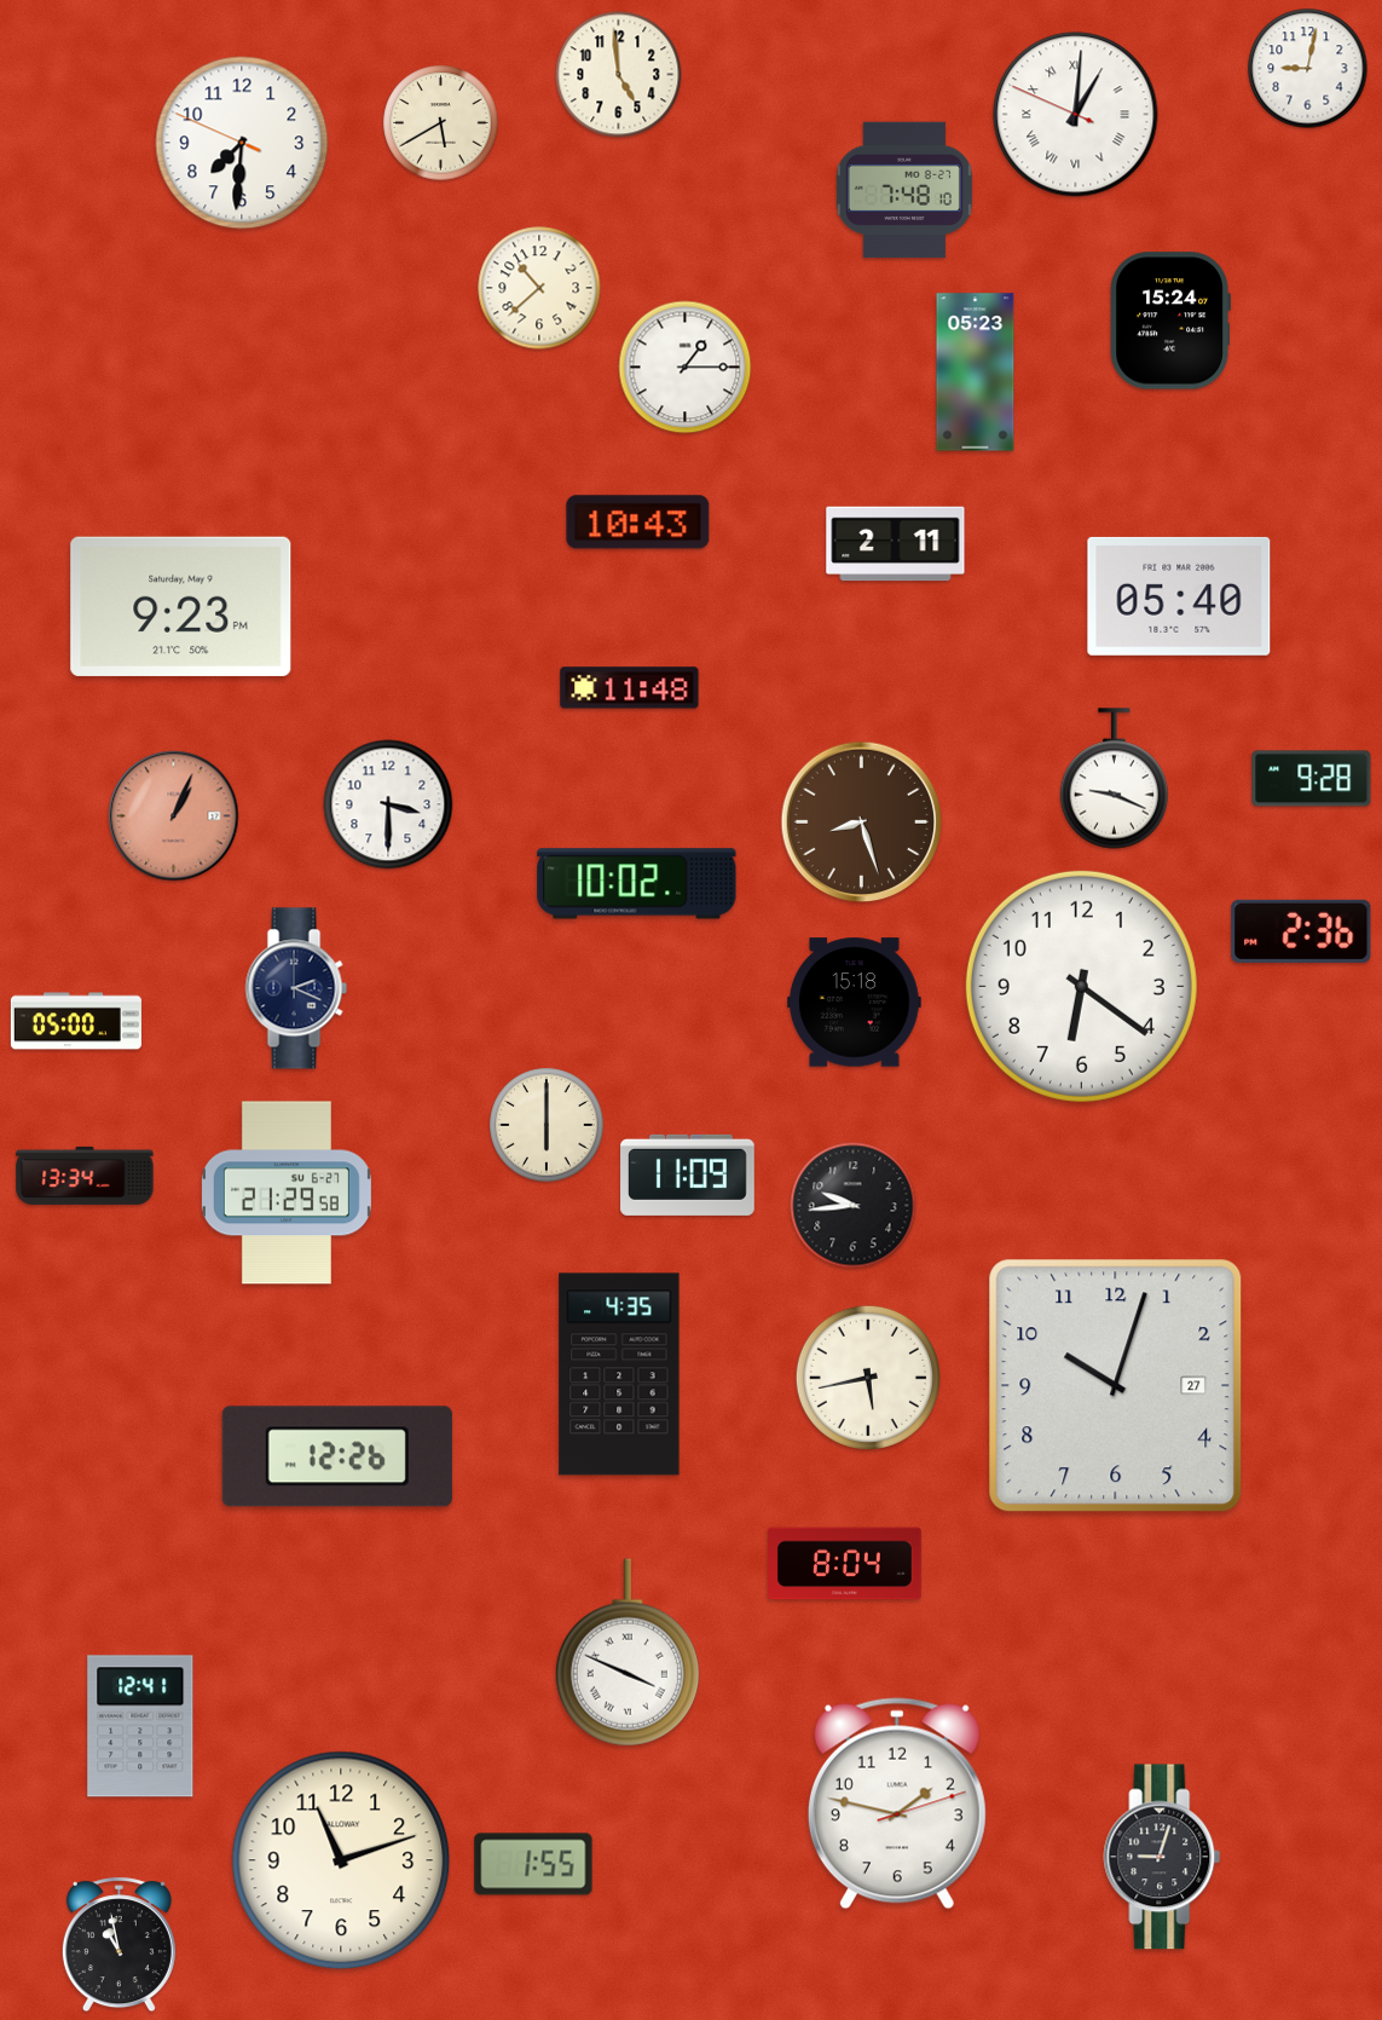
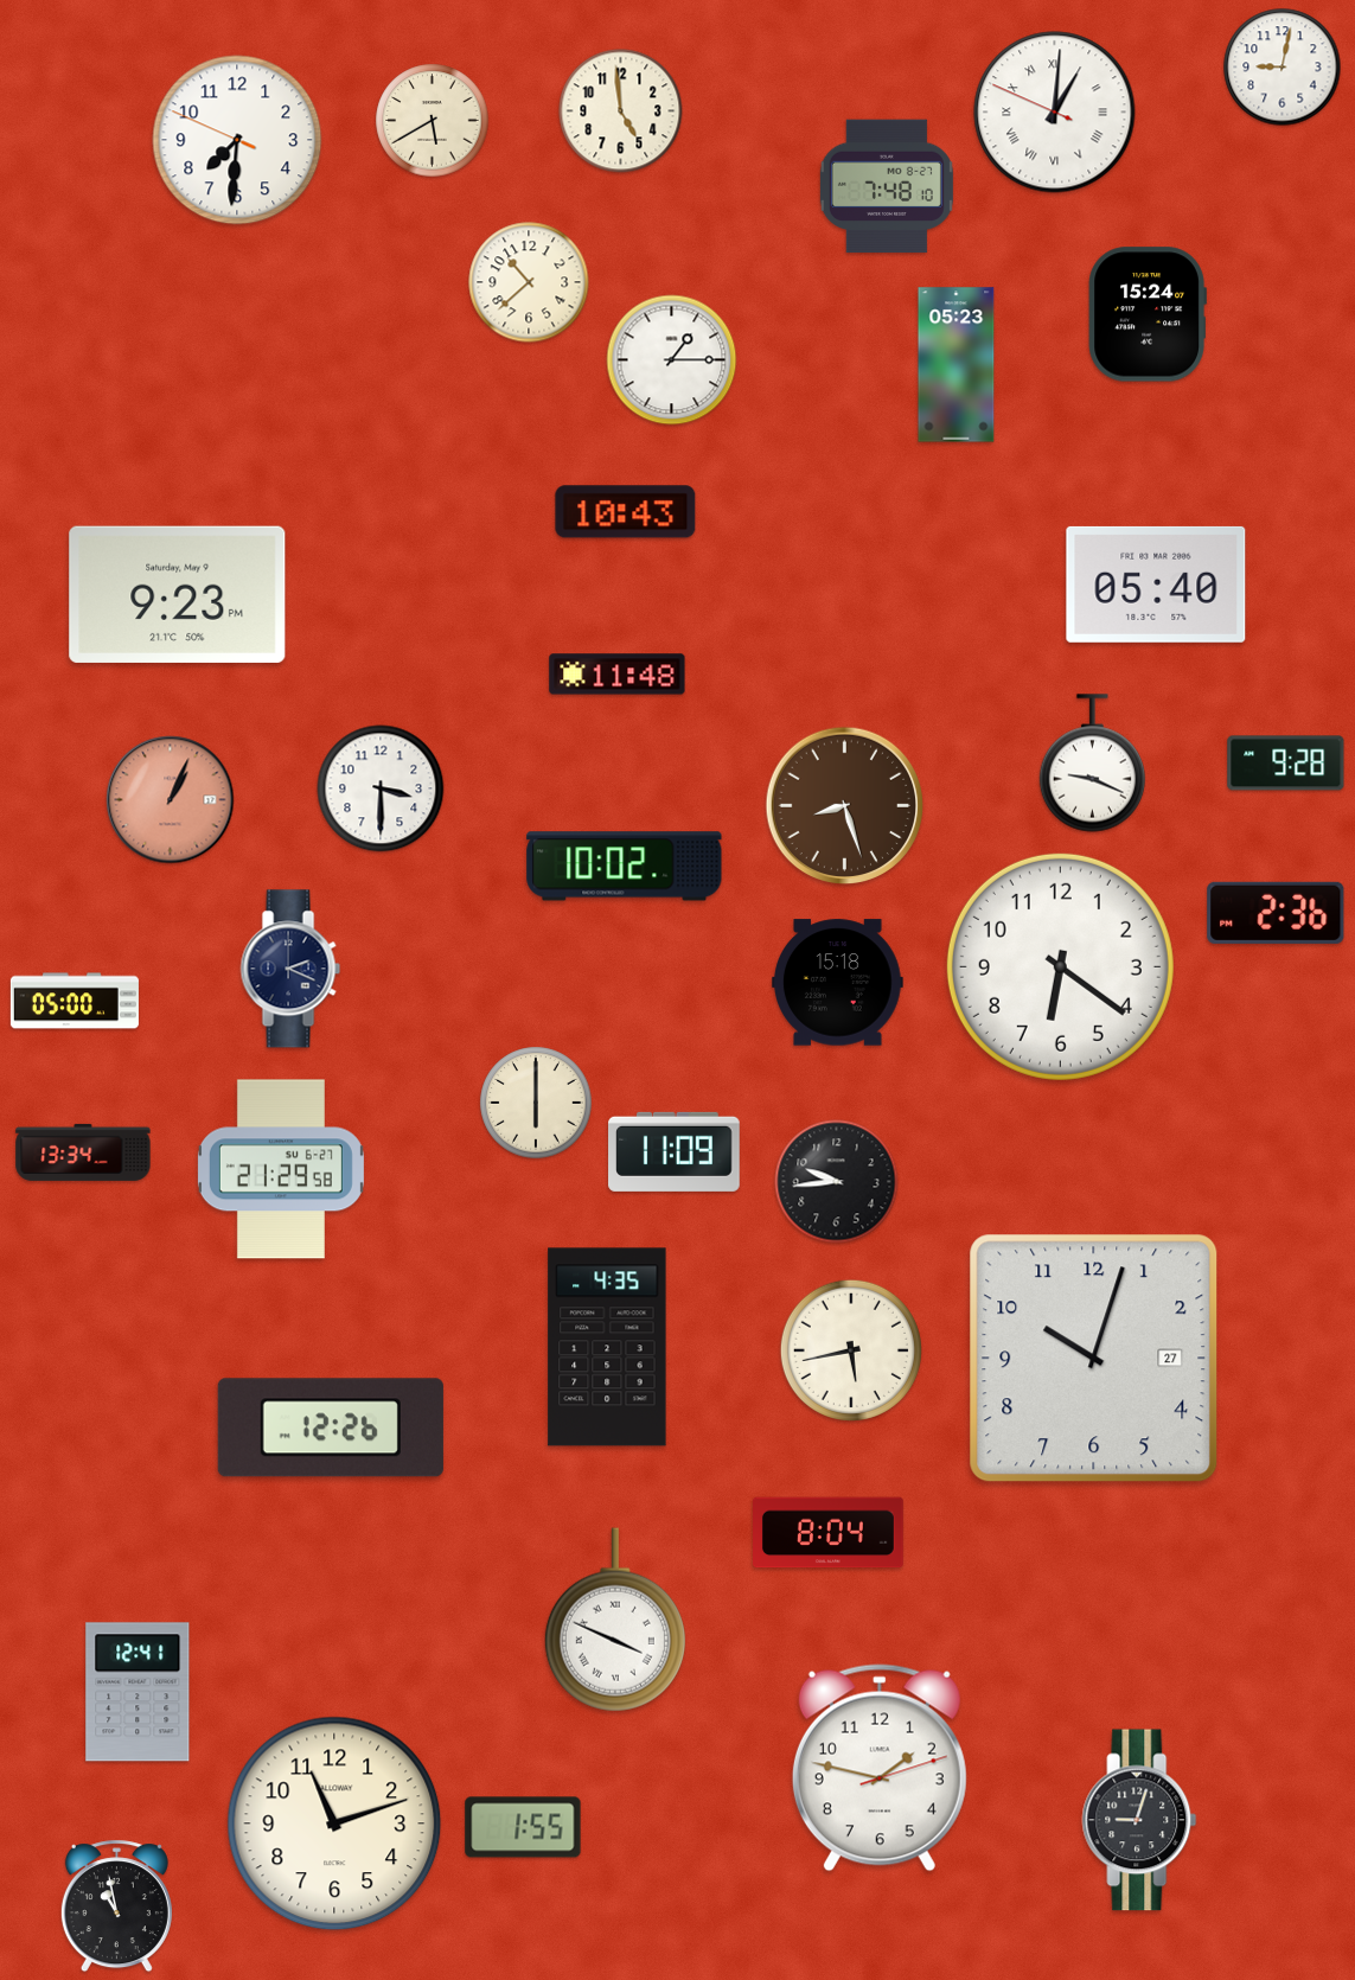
clock at (619, 75) position: (619, 75) -> (621, 111)
clock at (896, 544): 2:11 -> none
